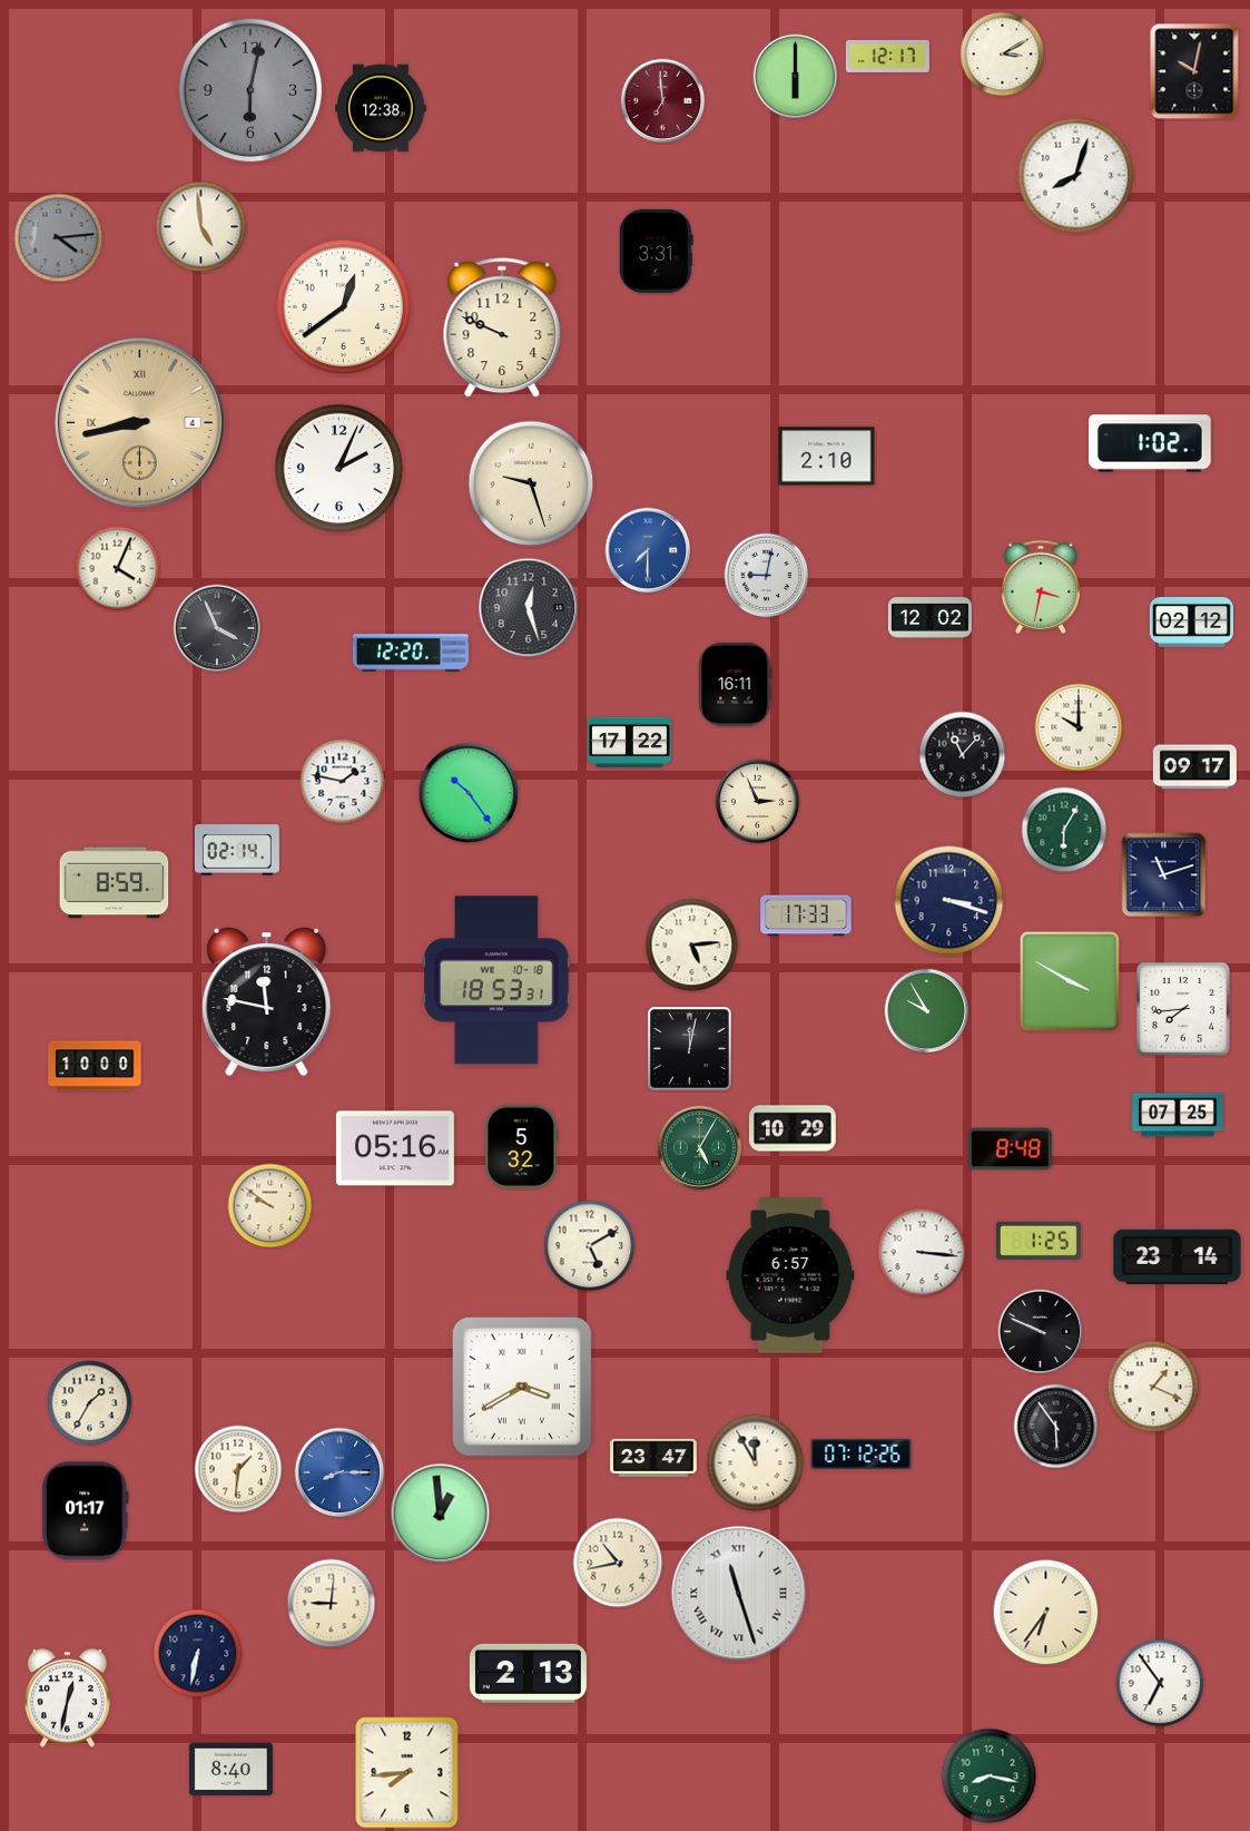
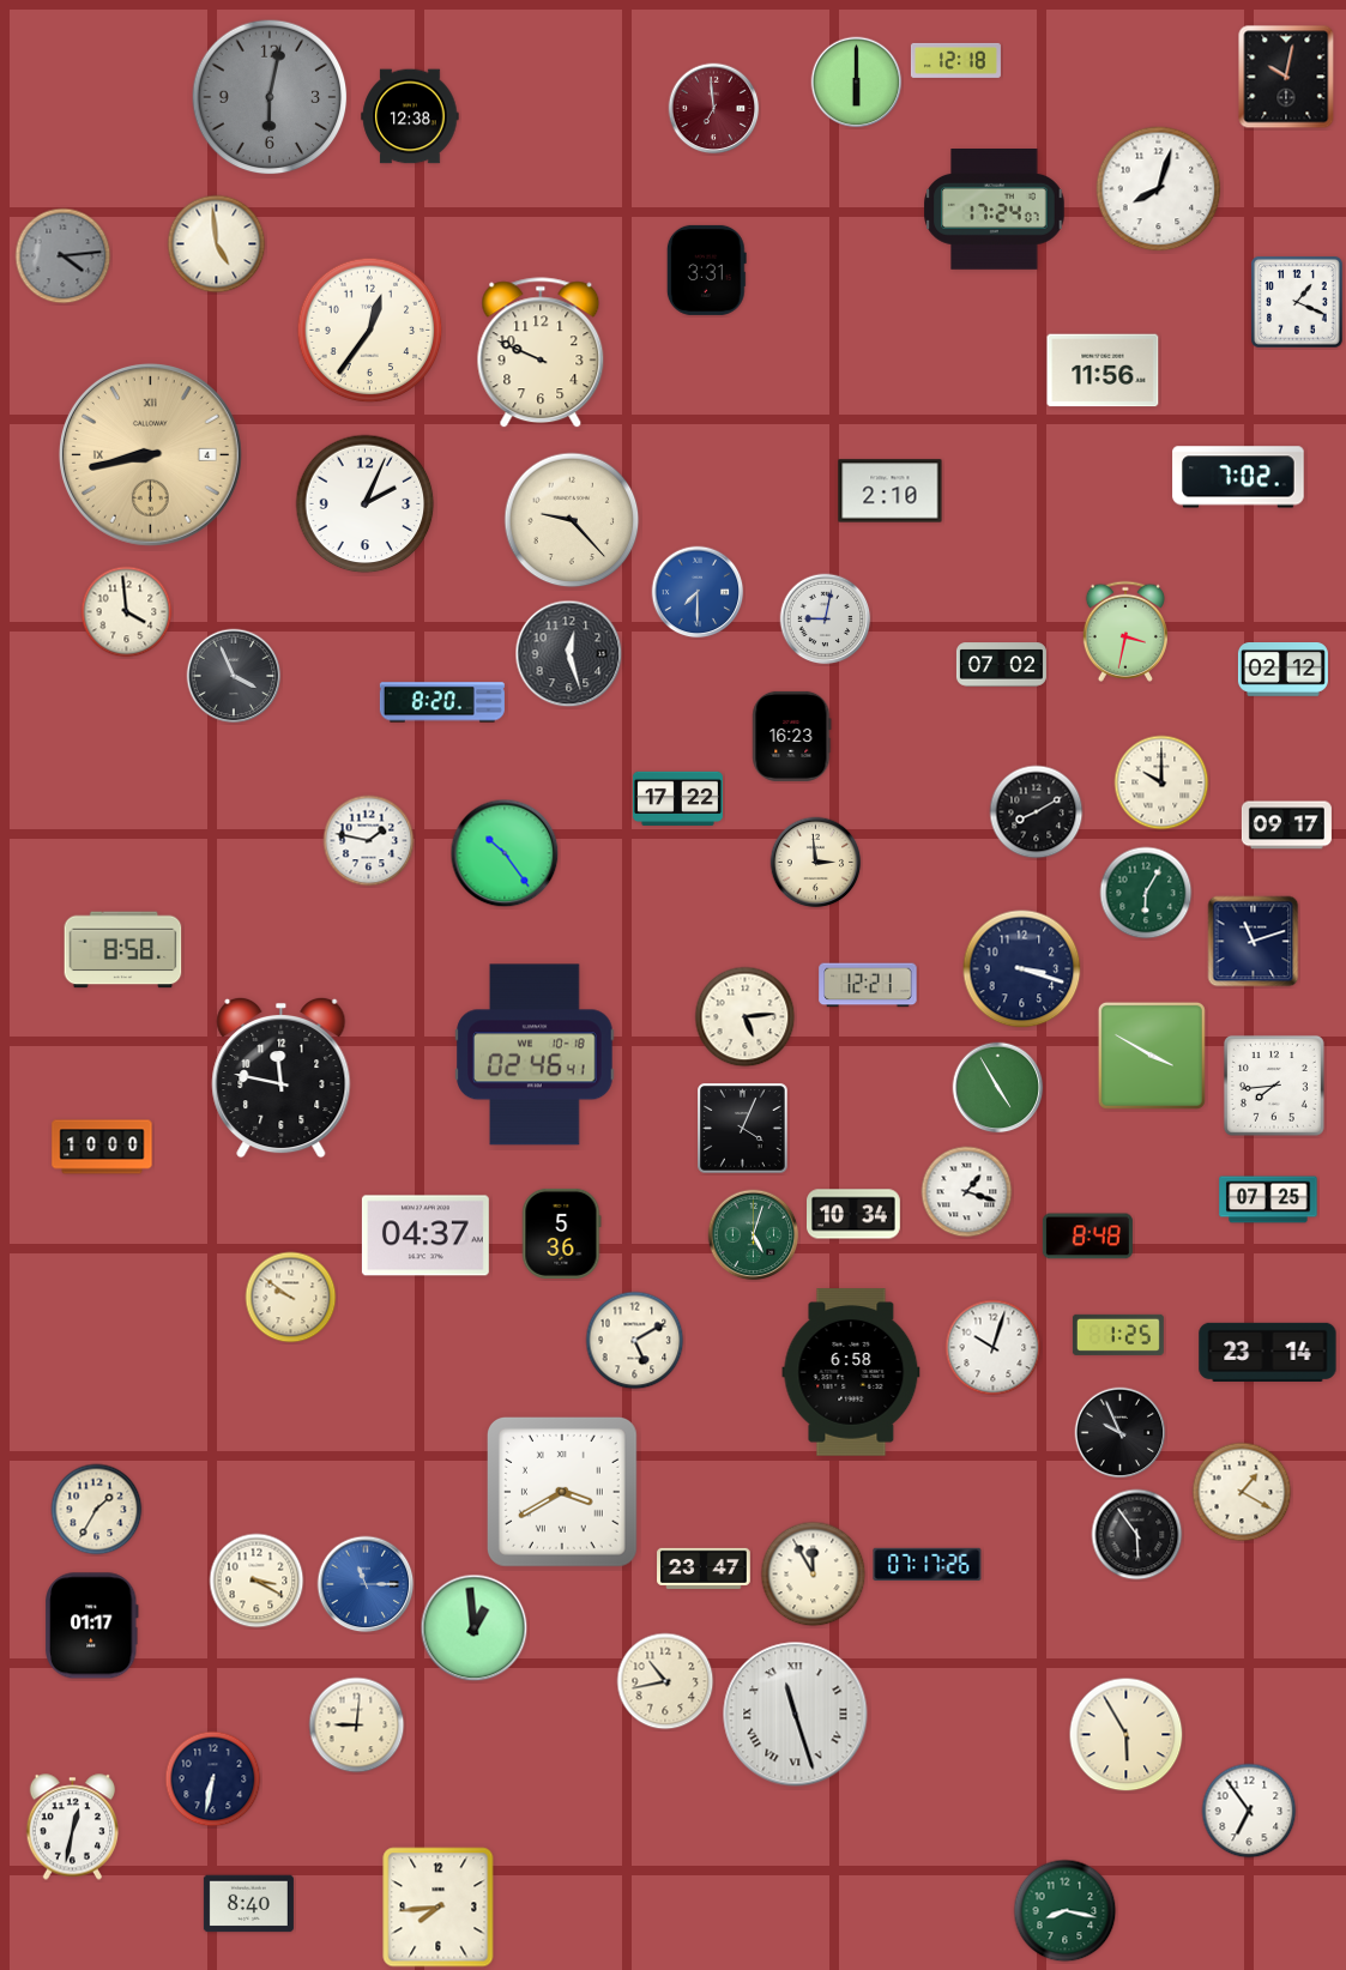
clock at (1003, 55): 3:10 -> none
clock at (887, 56): 12:17 -> 12:18
clock at (995, 210): none -> 17:24
clock at (1298, 303): none -> 1:19
clock at (344, 307): 12:39 -> 12:36
clock at (1103, 370): none -> 11:56
clock at (1150, 443): 1:02 -> 7:02
clock at (531, 483): 9:27 -> 9:23
clock at (118, 569): 4:04 -> 3:59
clock at (1041, 587) position: (1041, 587) -> (1125, 632)
clock at (929, 618): 12:02 -> 07:02
clock at (411, 653): 12:20 -> 8:20
clock at (736, 684): 16:11 -> 16:23
clock at (963, 755): 11:07 -> 8:10
clock at (758, 802): 2:56 -> 2:59
clock at (237, 850): 02:14 -> none
clock at (115, 883): 8:59 -> 8:58
clock at (806, 915): 17:33 -> 12:21
clock at (496, 980): 18:53 -> 02:46
clock at (267, 1001) position: (267, 1001) -> (282, 1077)
clock at (927, 1011): 9:55 -> 4:55
clock at (690, 1049): 12:02 -> 4:04
clock at (967, 1192): none -> 1:18
clock at (794, 1128): 10:29 -> 10:34
clock at (522, 1146): 5:32 -> 5:36
clock at (395, 1148): 05:16 -> 04:37
clock at (700, 1148): 5:05 -> 5:03
clock at (923, 1253): 3:16 -> 10:03
clock at (790, 1275): 6:57 -> 6:58
clock at (1041, 1332): 9:49 -> 9:56
clock at (1153, 1387): 1:19 -> 1:20
clock at (862, 1453): 07:12 -> 07:17
clock at (238, 1469): 1:31 -> 3:20
clock at (339, 1472): 8:15 -> 11:15
clock at (1046, 1613): 6:36 -> 5:55
clock at (528, 1673): 2:13 -> none
